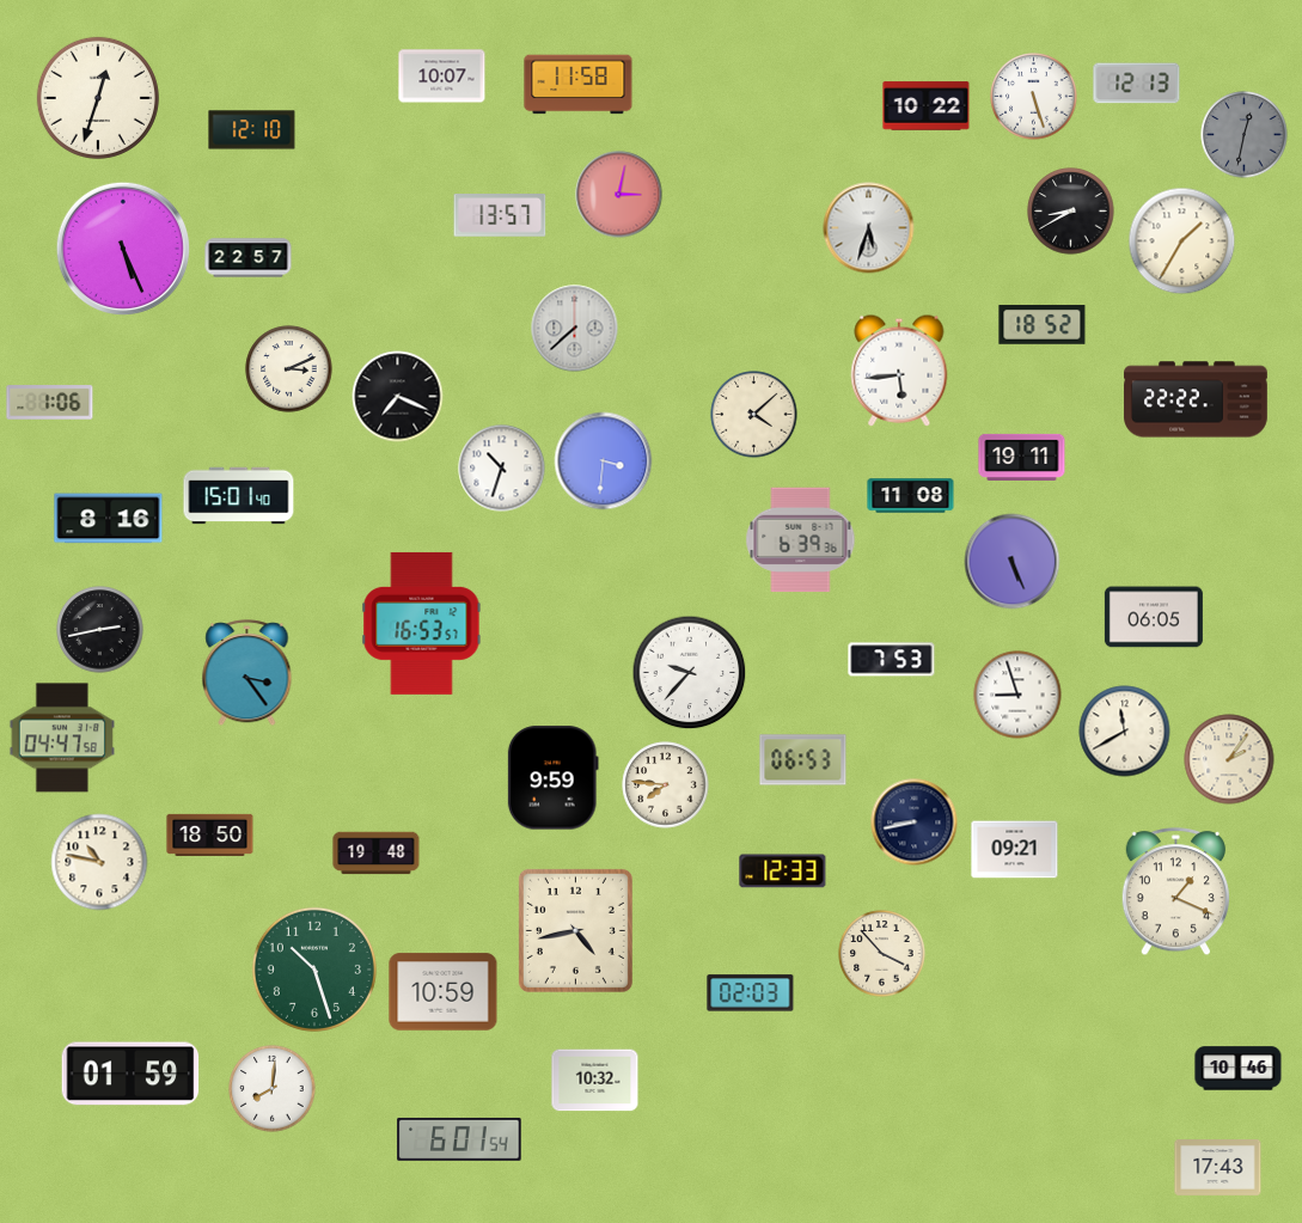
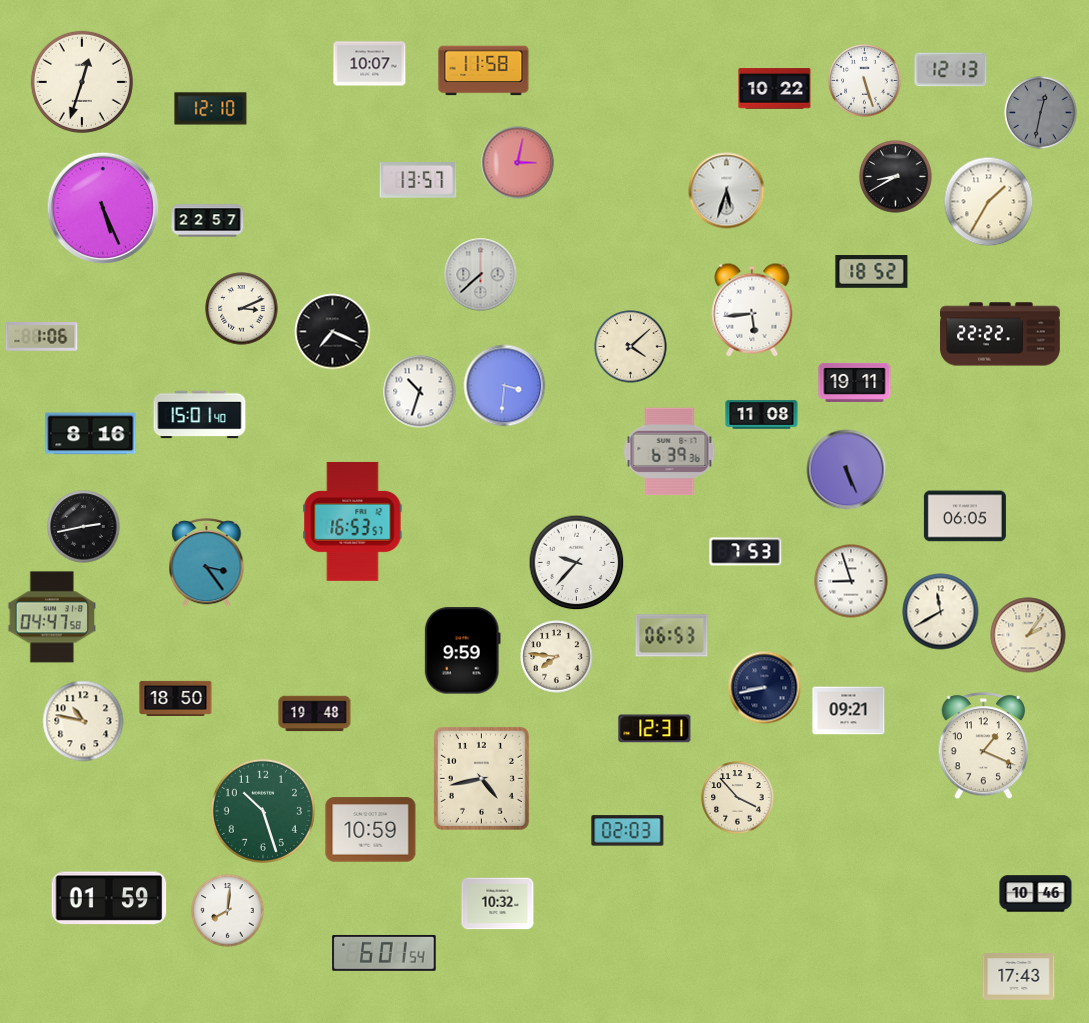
clock at (249, 258) position: (249, 258) -> (208, 221)
clock at (783, 872): 12:33 -> 12:31
